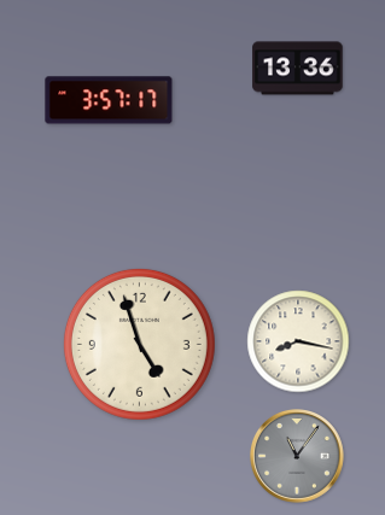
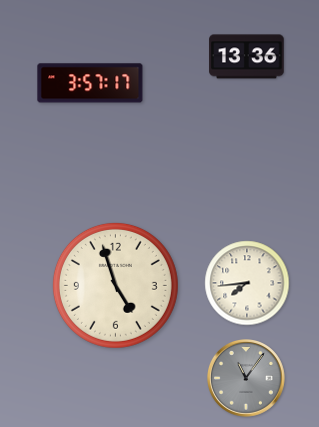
clock at (298, 341): 8:17 -> 7:44
